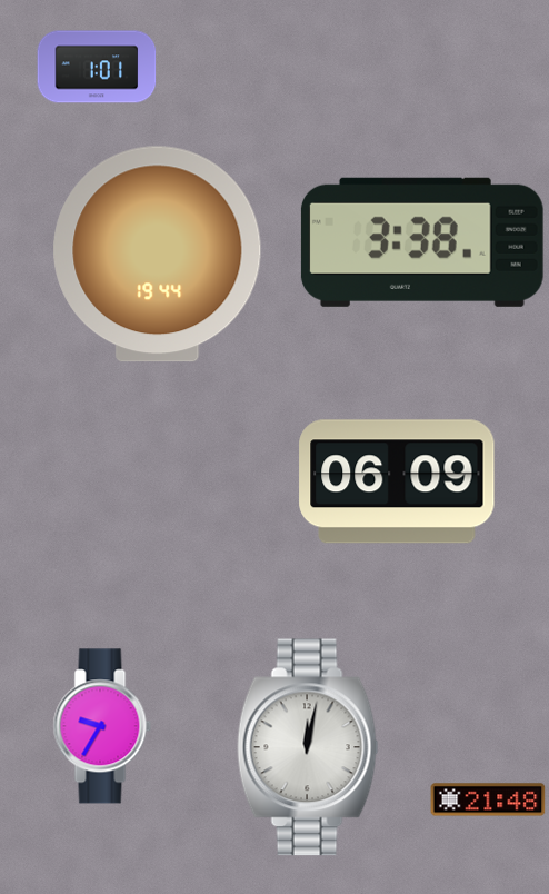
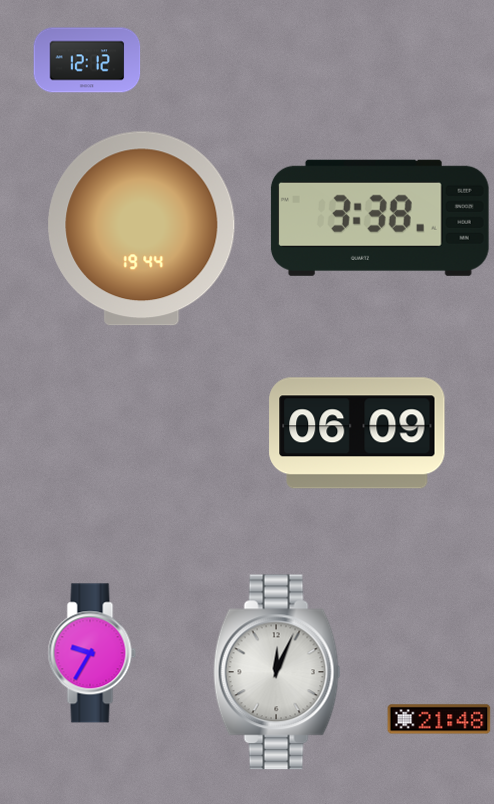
clock at (97, 67): 1:01 -> 12:12
clock at (308, 747): 12:02 -> 12:04
